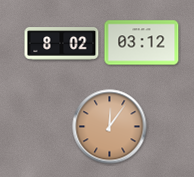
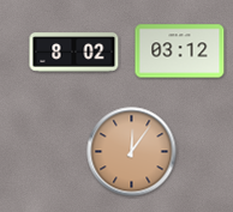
clock at (142, 43) position: (142, 43) -> (180, 52)
